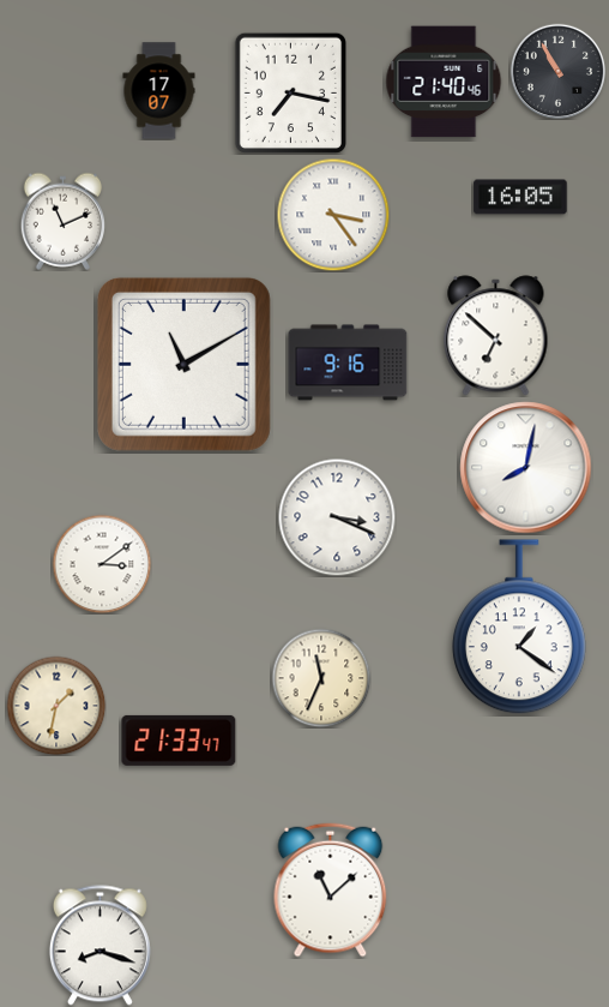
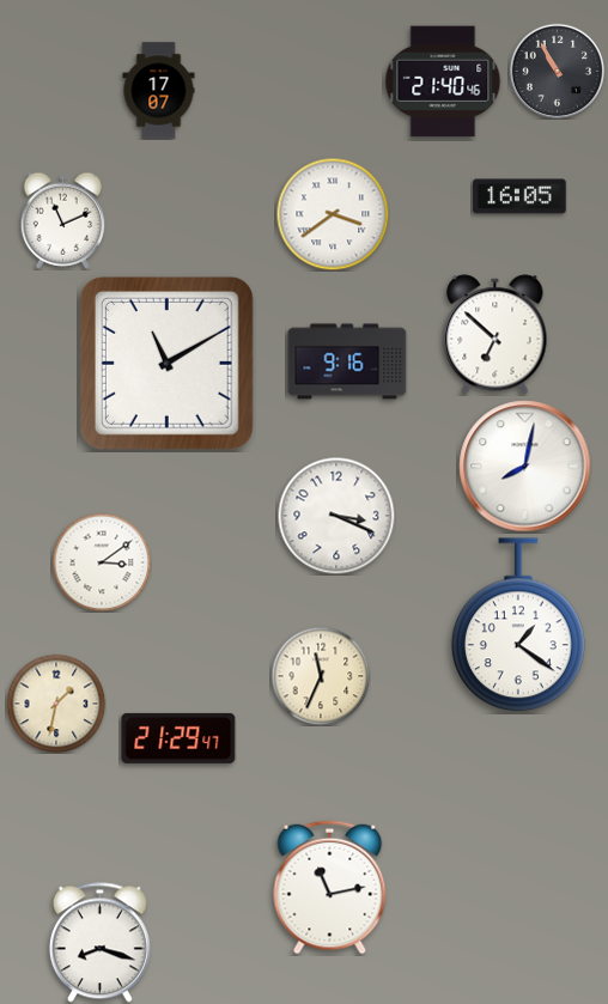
clock at (290, 92): 7:17 -> none
clock at (333, 215): 3:24 -> 3:39
clock at (183, 364) position: (183, 364) -> (166, 363)
clock at (179, 741): 21:33 -> 21:29
clock at (331, 891): 11:08 -> 11:13
